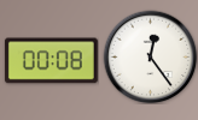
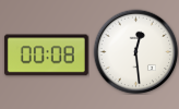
clock at (150, 56): 12:24 -> 12:29
